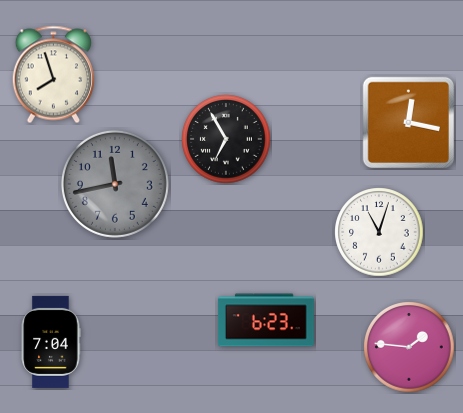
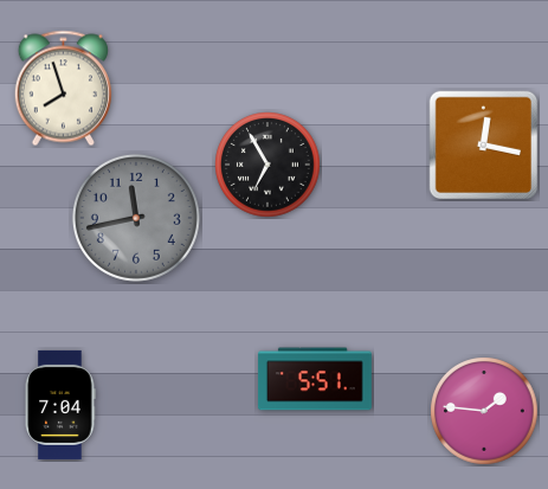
clock at (379, 232): 11:03 -> none
clock at (266, 320): 6:23 -> 5:51
